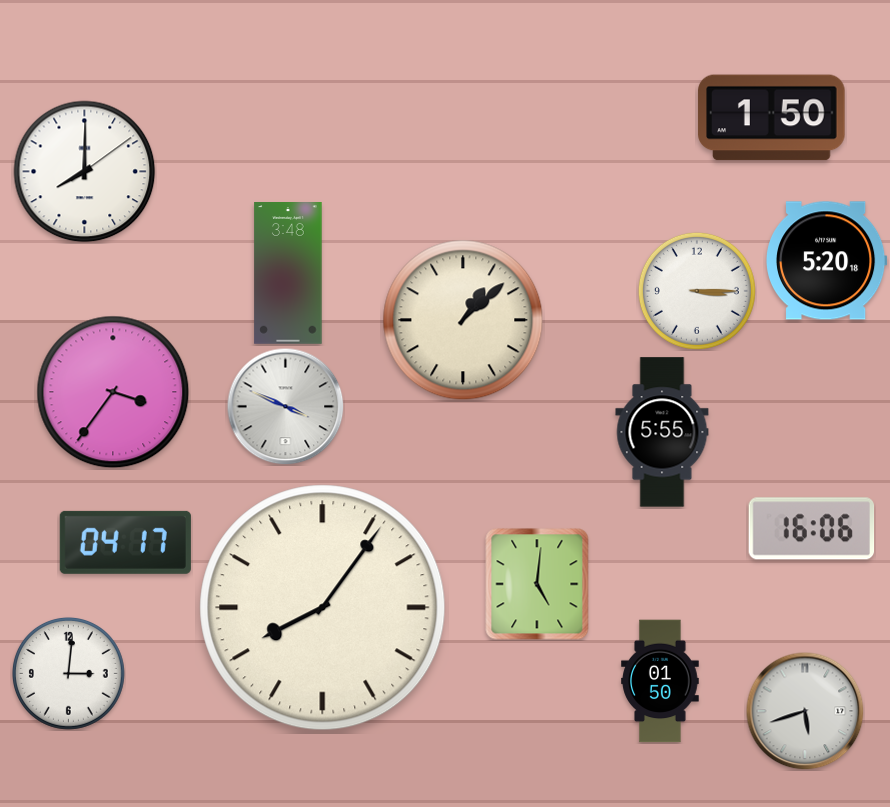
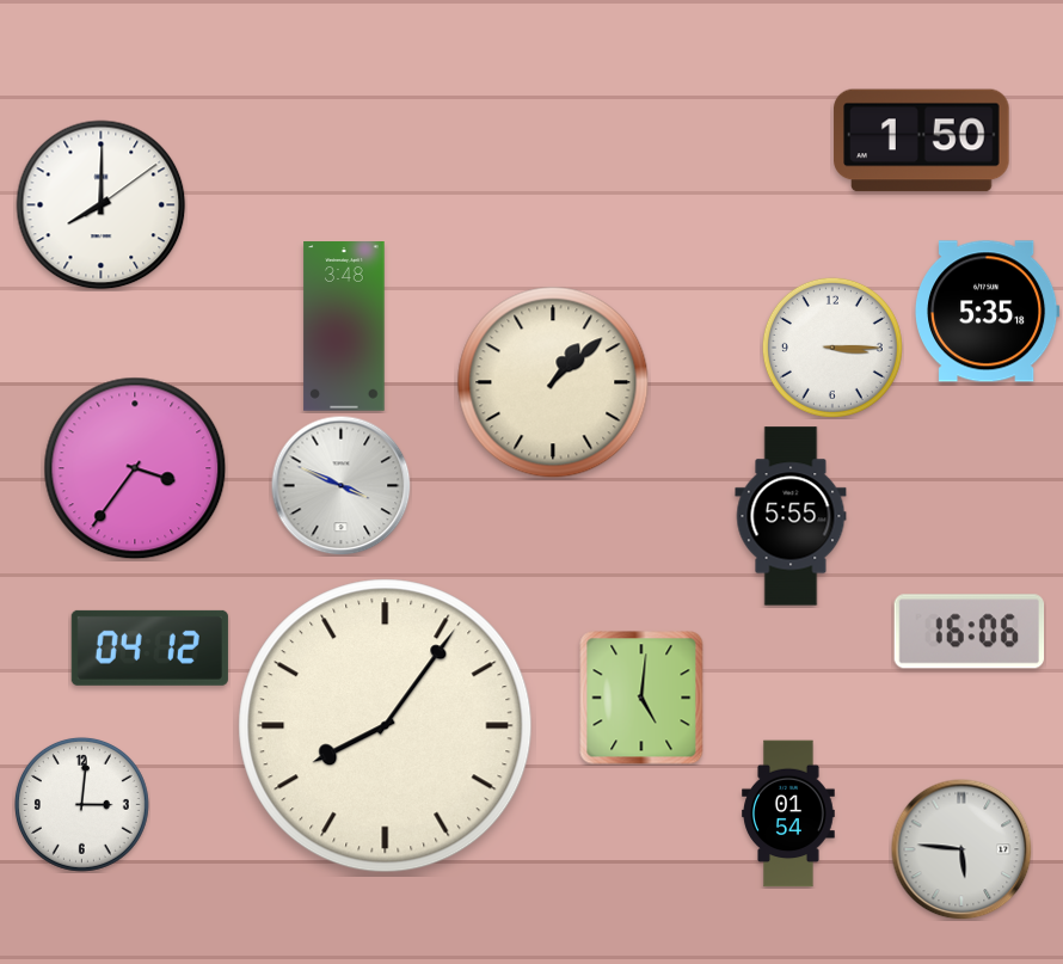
clock at (827, 261): 5:20 -> 5:35
clock at (125, 542): 04:17 -> 04:12
clock at (660, 681): 01:50 -> 01:54
clock at (805, 711): 5:42 -> 5:46
